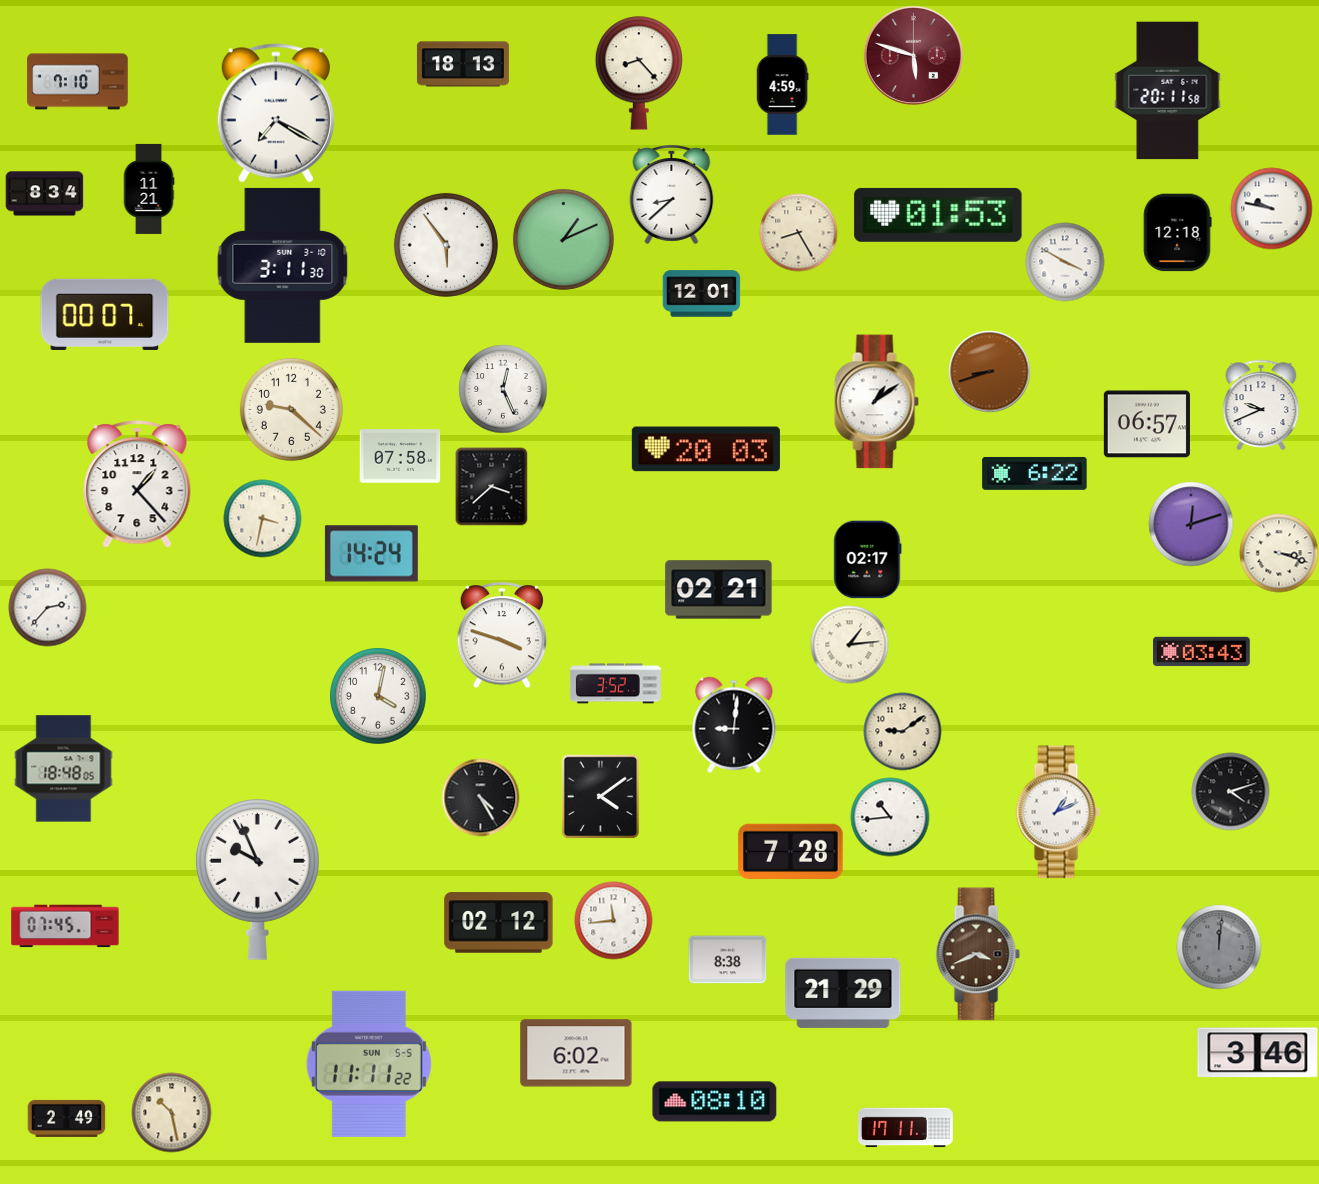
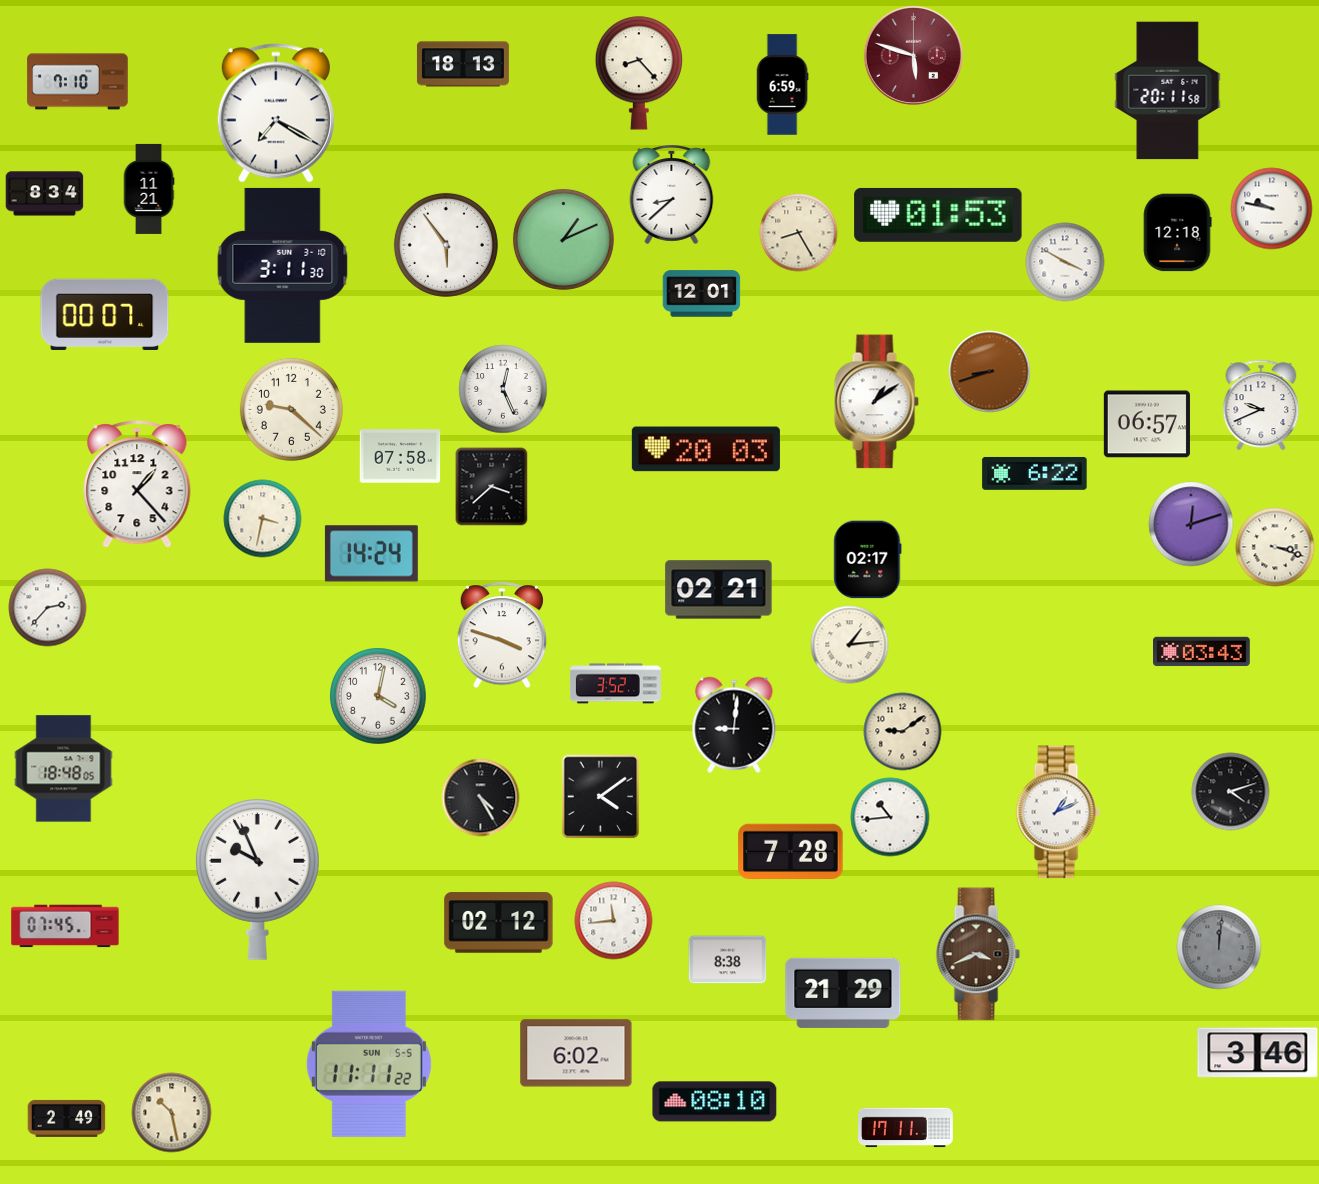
clock at (782, 85): 4:59 -> 6:59
clock at (1279, 553) position: (1279, 553) -> (1275, 547)
